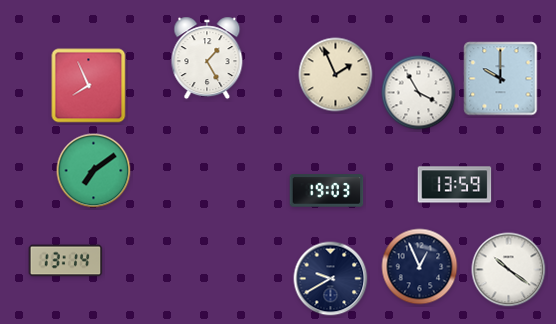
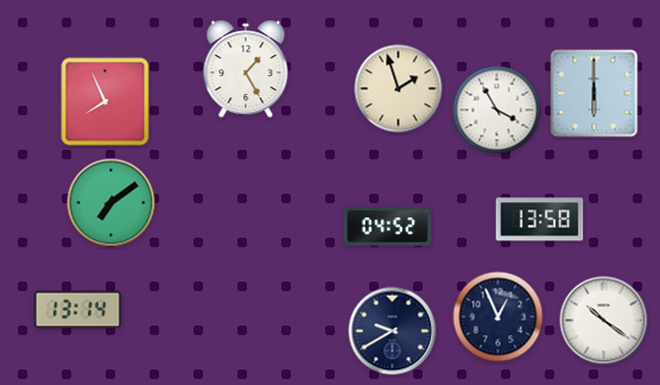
clock at (336, 75): 1:56 -> 1:57
clock at (501, 79): 10:00 -> 6:00
clock at (455, 185): 13:59 -> 13:58
clock at (327, 191): 19:03 -> 04:52
